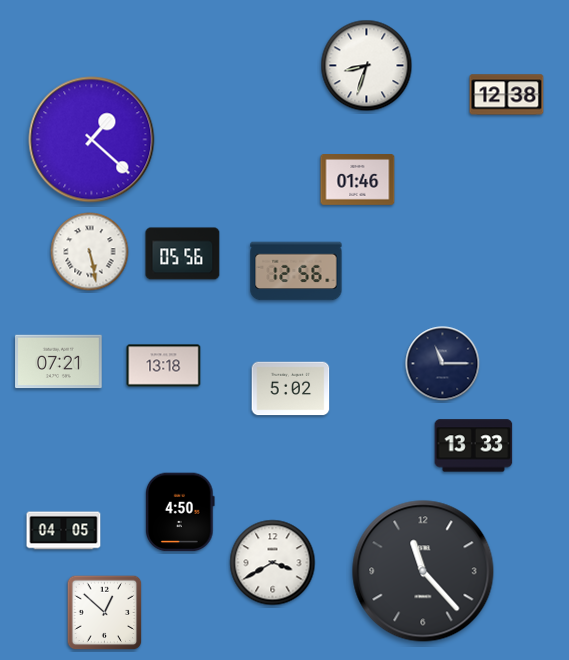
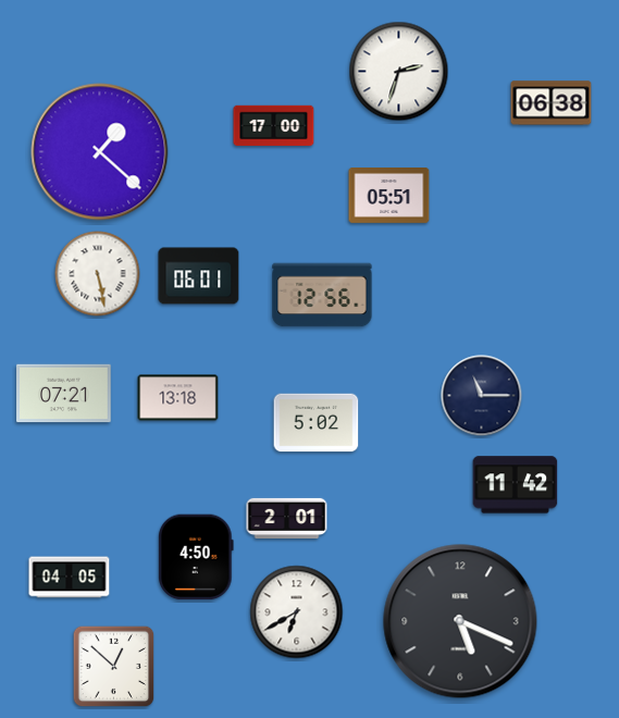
clock at (367, 66): 8:33 -> 2:33
clock at (507, 95): 12:38 -> 06:38
clock at (274, 126): none -> 17:00
clock at (358, 180): 01:46 -> 05:51
clock at (183, 254): 05:56 -> 06:01
clock at (474, 446): 13:33 -> 11:42
clock at (287, 518): none -> 2:01
clock at (273, 563): 3:40 -> 6:40
clock at (423, 571): 11:23 -> 5:19
